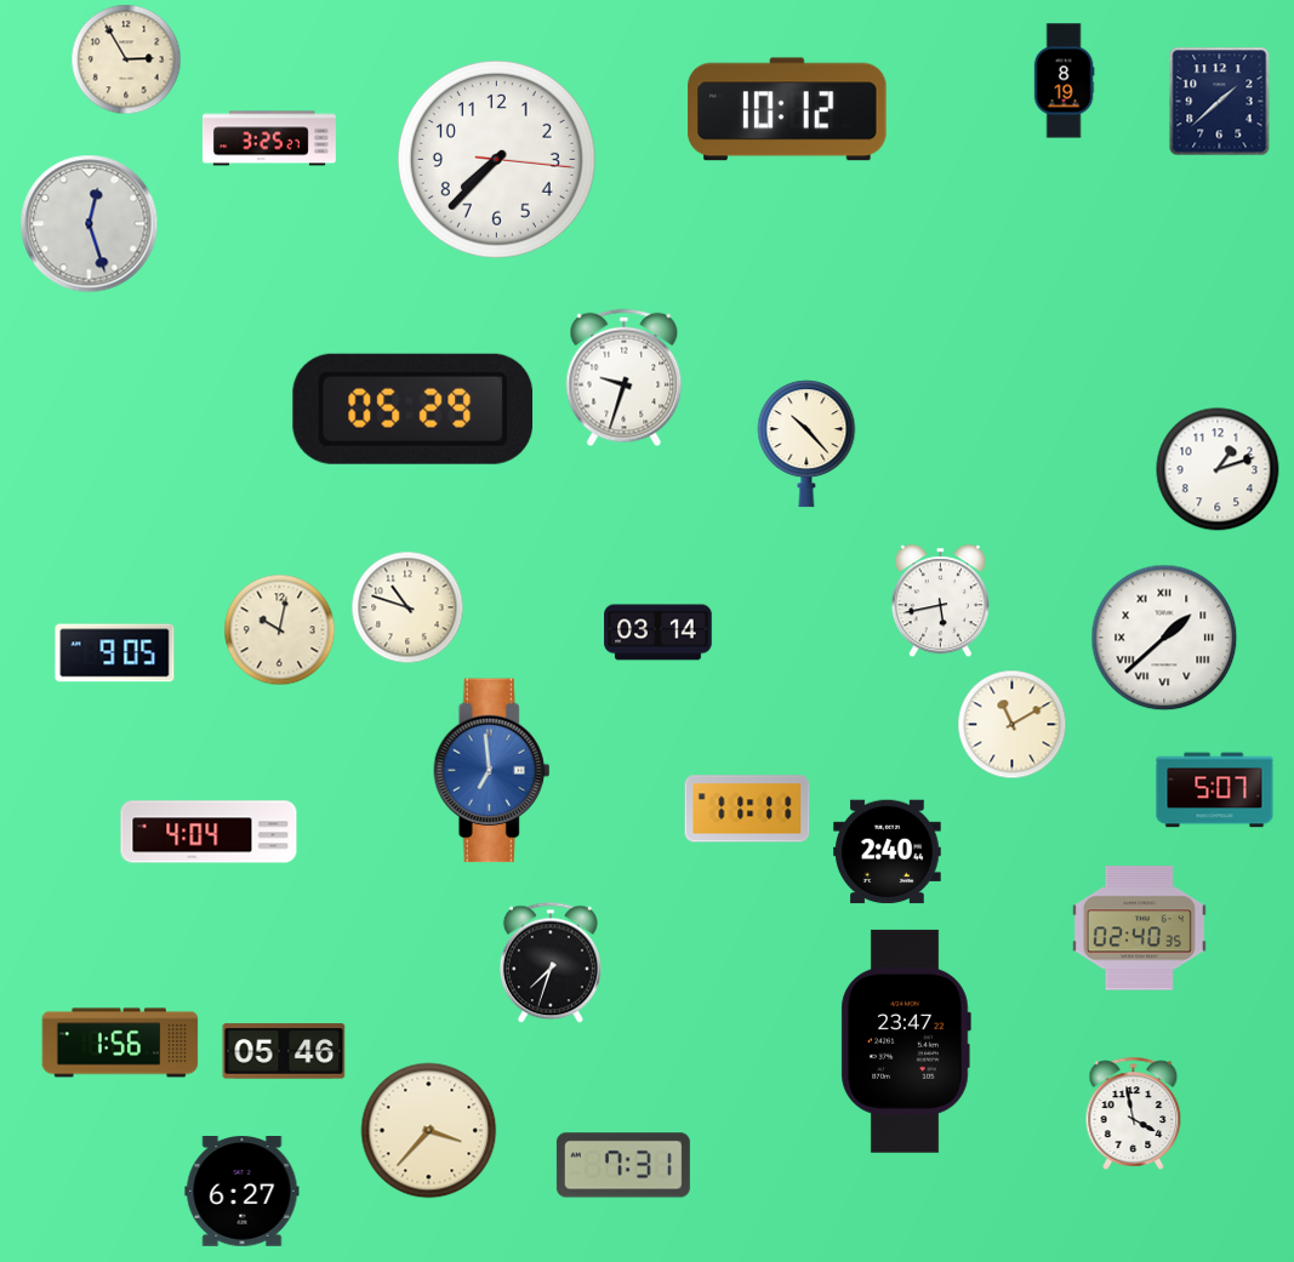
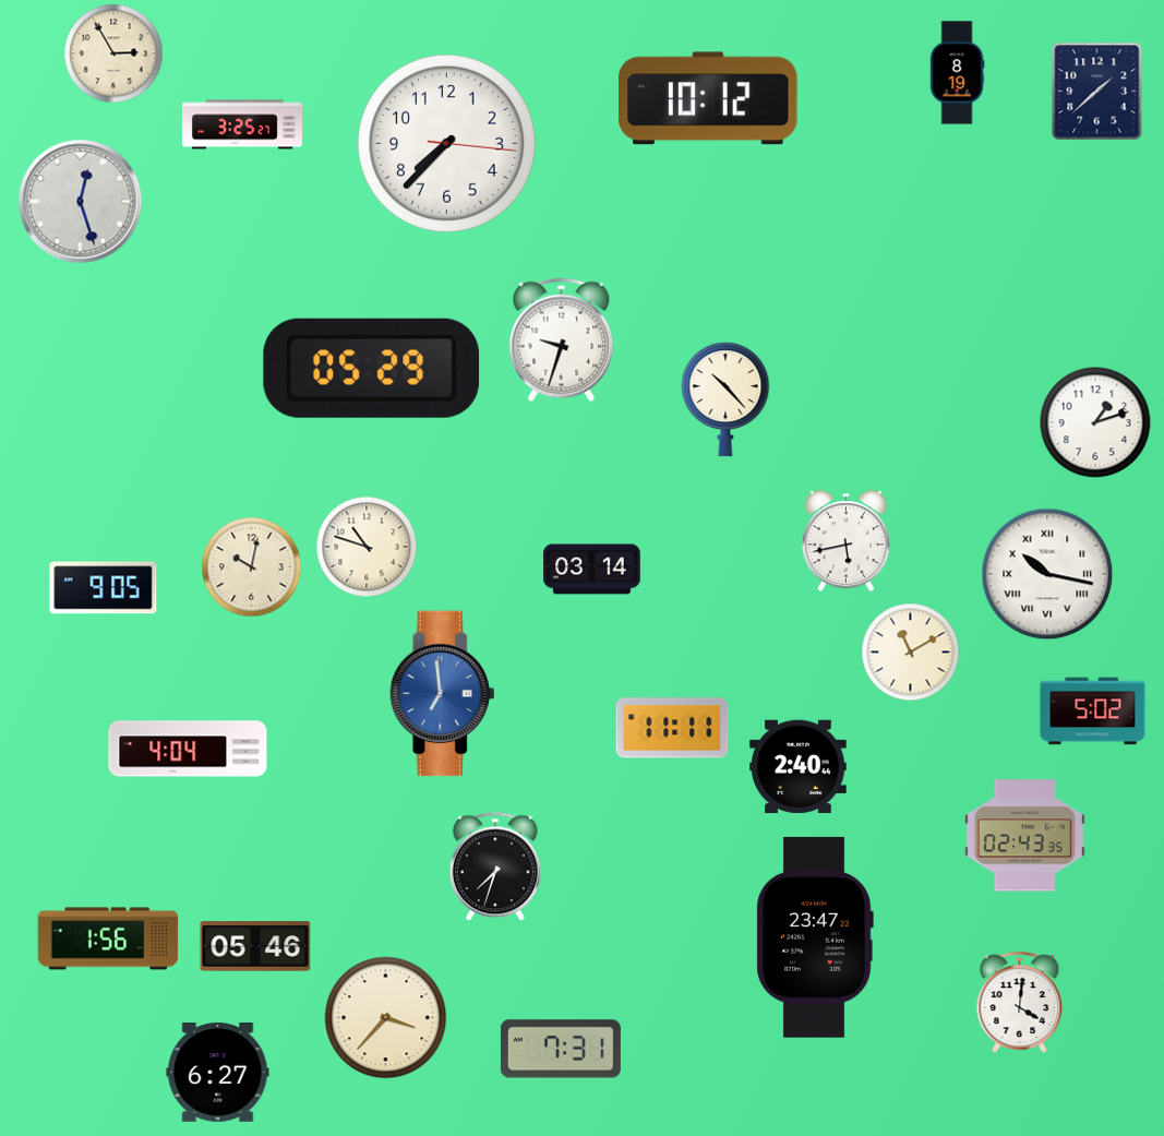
clock at (1164, 638): 1:38 -> 10:17
clock at (1215, 790): 5:07 -> 5:02
clock at (1139, 929): 02:40 -> 02:43
clock at (1134, 1113): 3:58 -> 4:01
